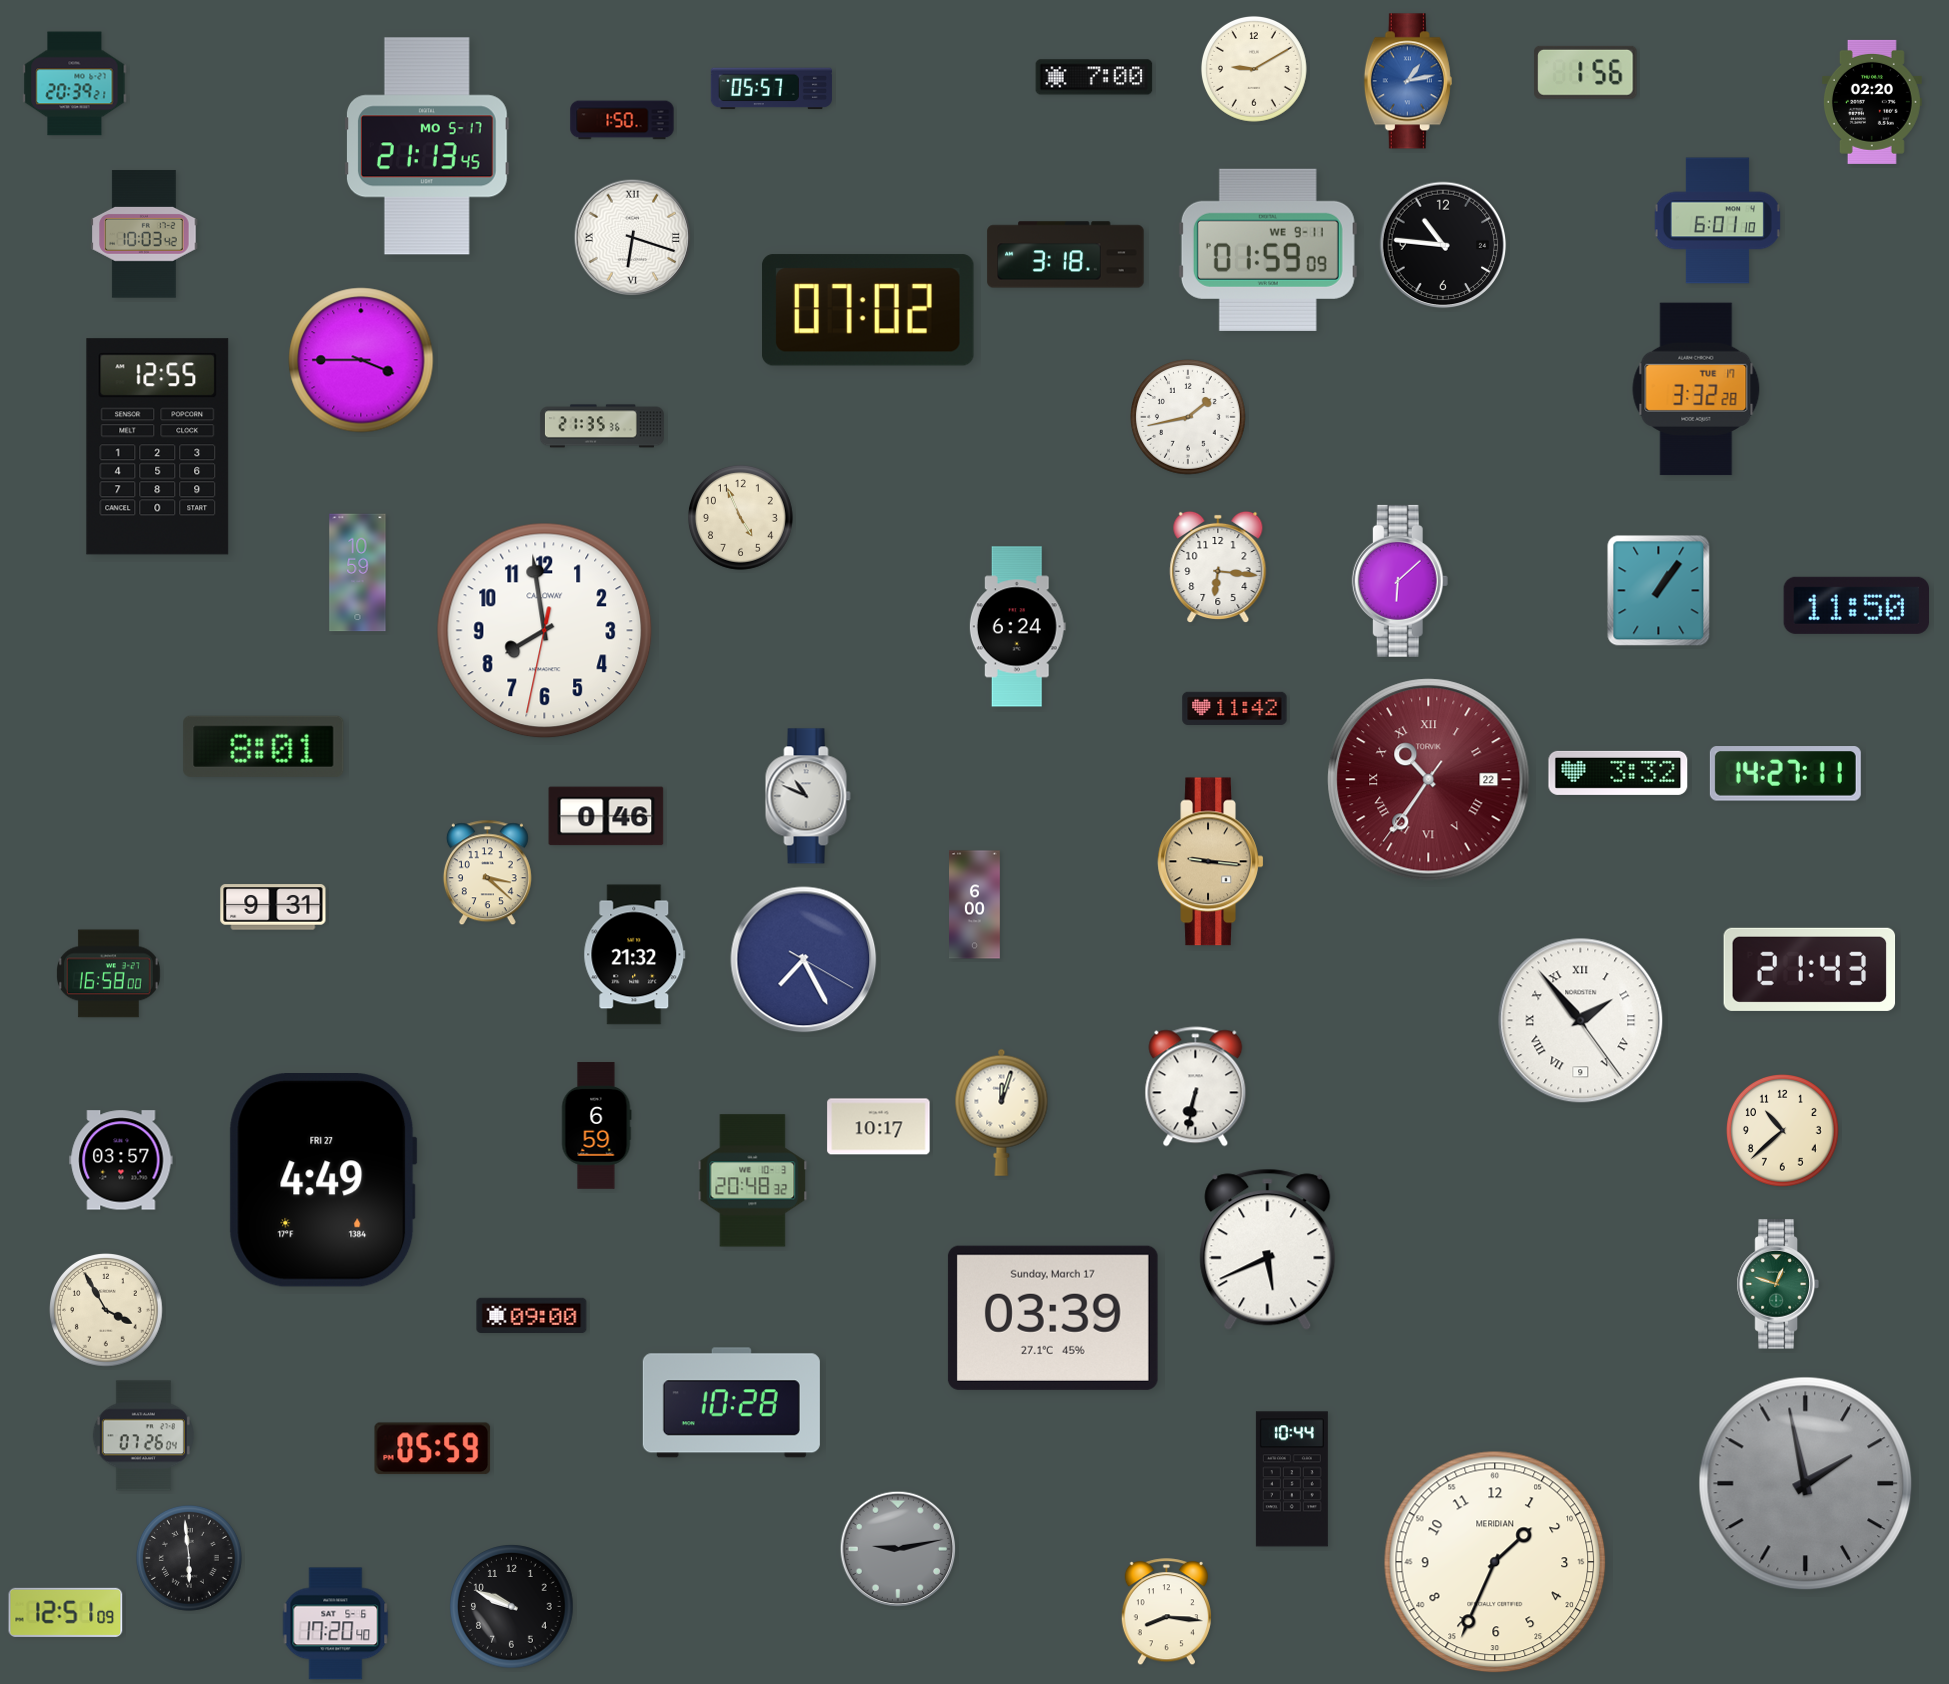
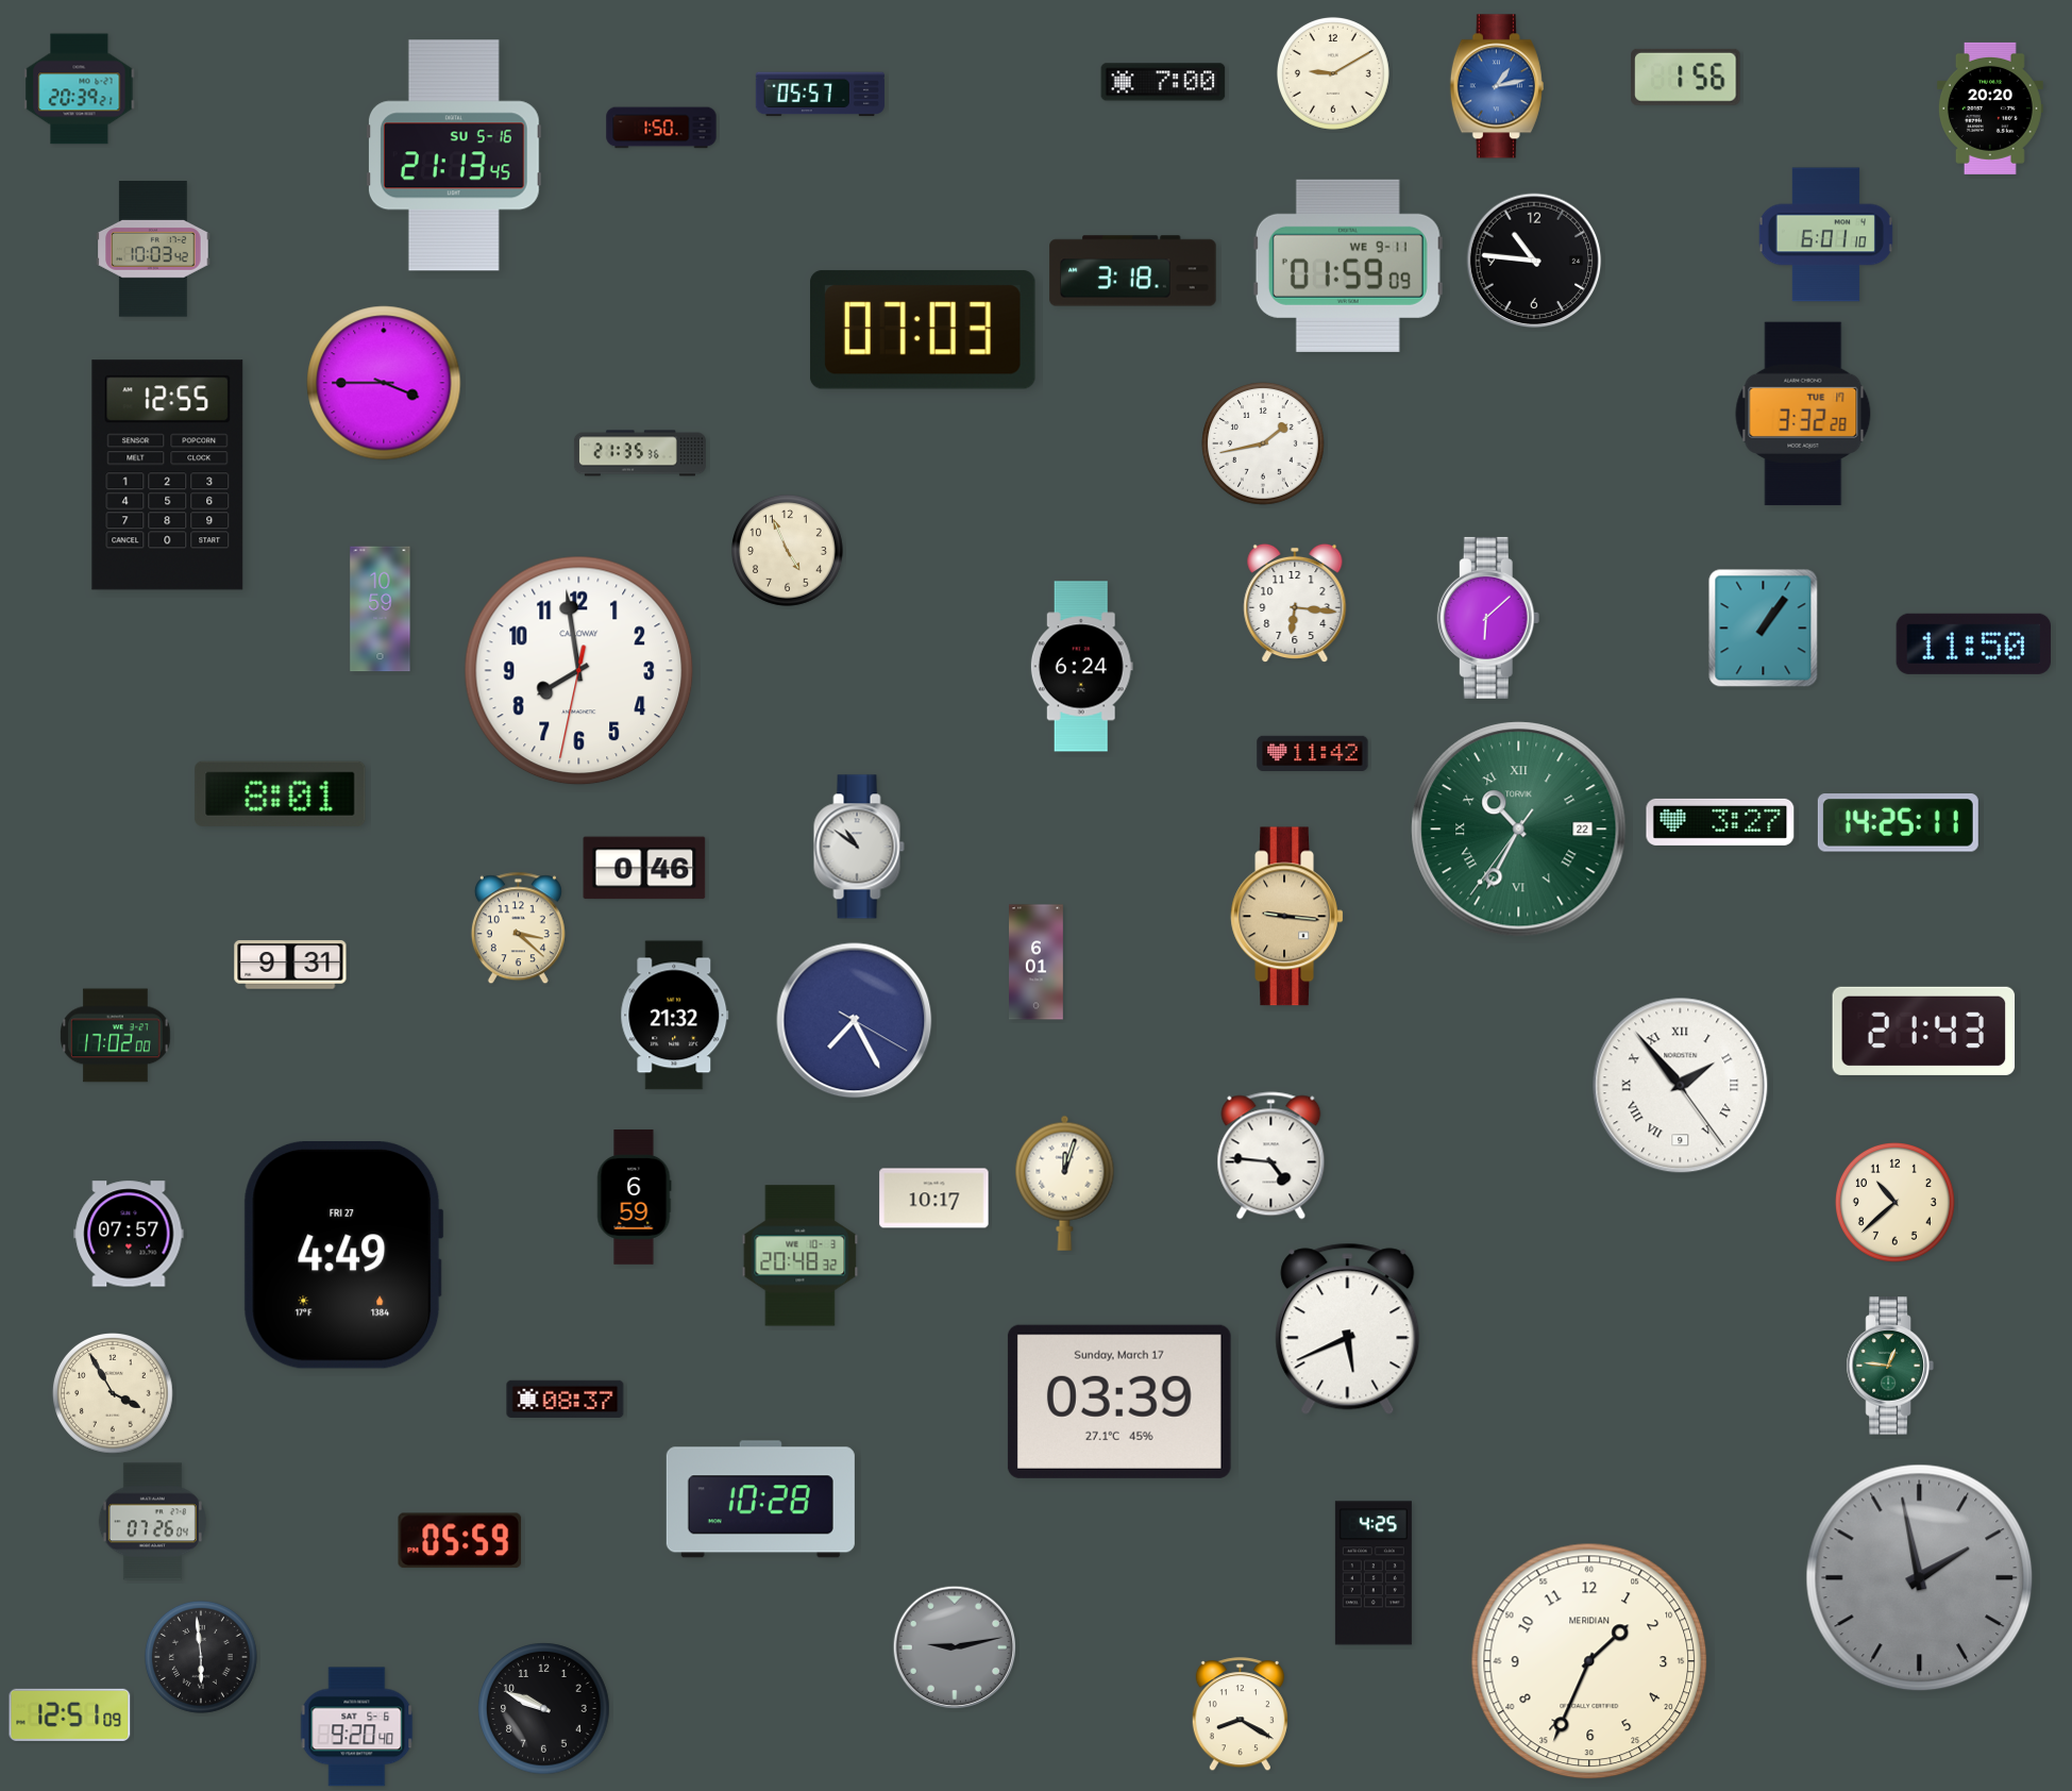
clock at (1872, 102): 02:20 -> 20:20
clock at (427, 146) date: MO 5-17 -> SU 5-16
clock at (633, 238): 6:18 -> none
clock at (869, 310): 07:02 -> 07:03
clock at (1618, 773): 3:32 -> 3:27
clock at (1785, 774): 14:27 -> 14:25
clock at (1429, 780): 10:35 -> 10:34
clock at (1429, 780) dial: burgundy -> green
clock at (808, 796): 10:49 -> 10:51
clock at (975, 905): 6:00 -> 6:01
clock at (109, 974): 16:58 -> 17:02
clock at (1196, 1087): 6:32 -> 4:46
clock at (121, 1160): 03:57 -> 07:57
clock at (1778, 1284): 12:48 -> 12:46
clock at (532, 1315): 09:00 -> 08:37
clock at (731, 1403) position: (731, 1403) -> (760, 1500)
clock at (143, 1436) position: (143, 1436) -> (152, 1522)
clock at (1292, 1479): 10:44 -> 4:25
clock at (1166, 1612): 8:16 -> 8:20
clock at (336, 1624): 17:20 -> 9:20
